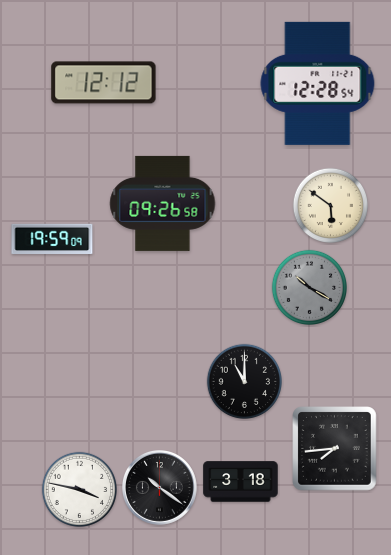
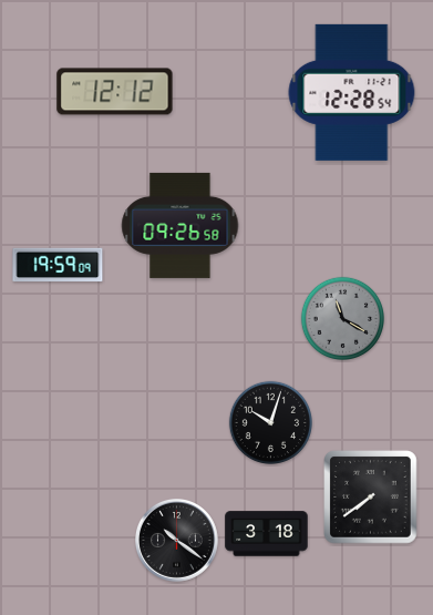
clock at (330, 205): 5:51 -> none
clock at (309, 287): 10:20 -> 11:20
clock at (244, 381): 11:00 -> 10:03
clock at (335, 449): 7:44 -> 7:39
clock at (79, 489): 3:47 -> none
